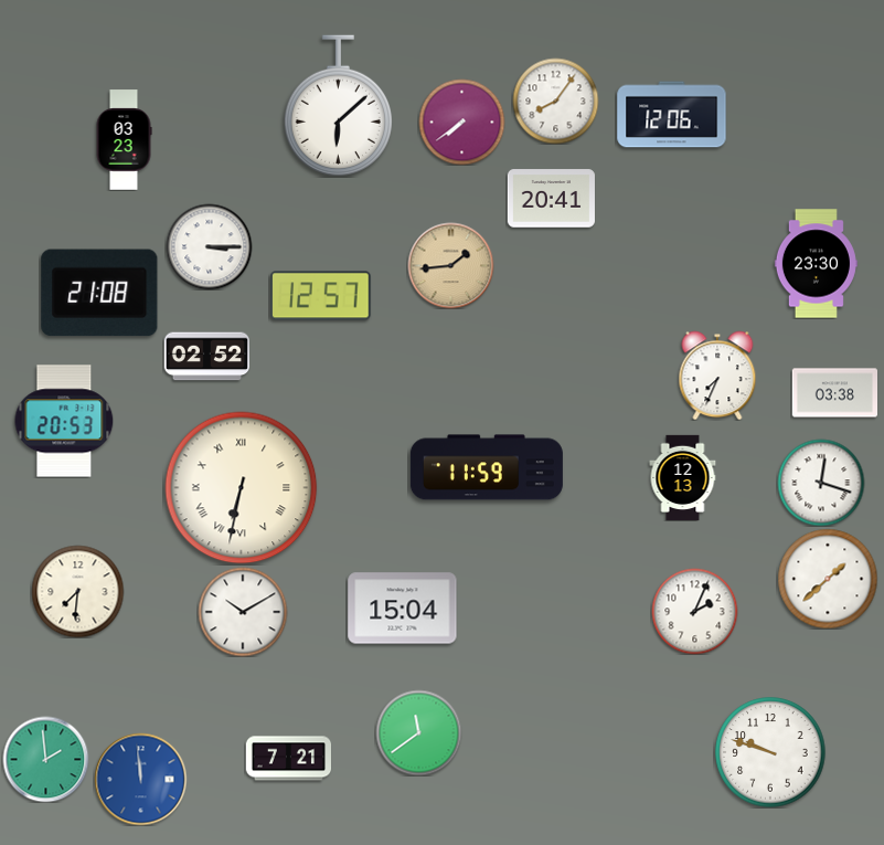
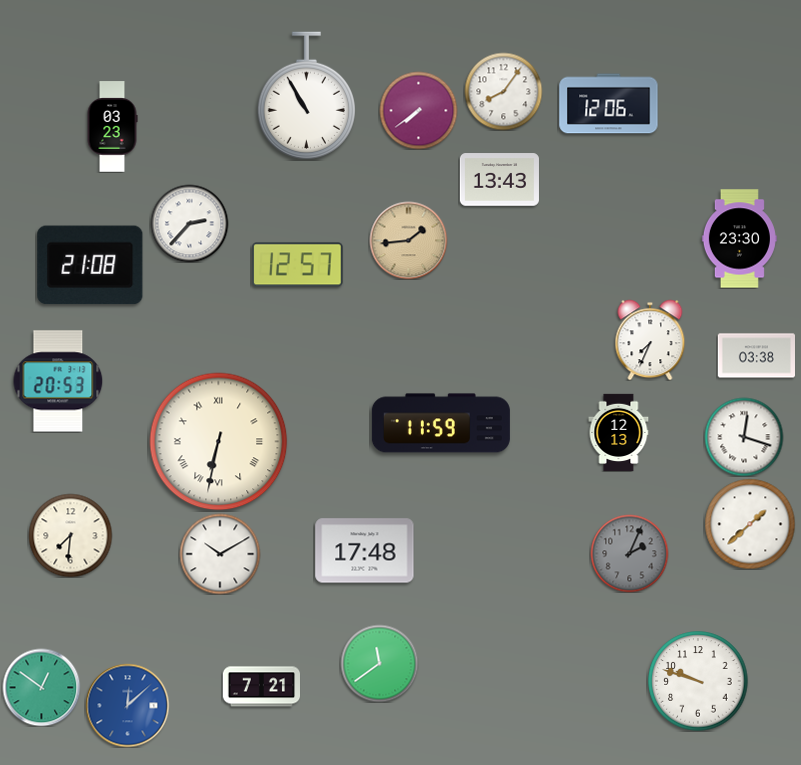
clock at (338, 106): 6:08 -> 10:55
clock at (551, 199): 20:41 -> 13:43
clock at (209, 246): 3:15 -> 2:37
clock at (321, 296) position: (321, 296) -> (298, 265)
clock at (206, 357): 02:52 -> none
clock at (403, 609): 15:04 -> 17:48
clock at (694, 611) dial: white -> grey
clock at (45, 759): 1:59 -> 12:51
clock at (140, 779): 11:59 -> 12:08
